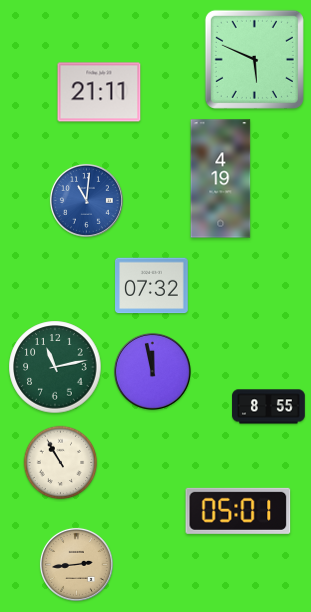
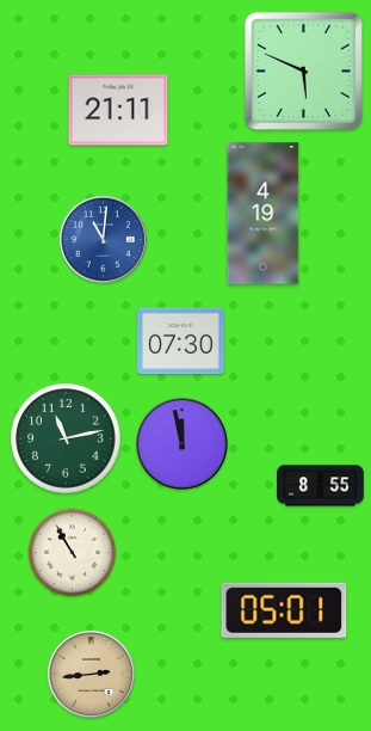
clock at (152, 286): 07:32 -> 07:30
